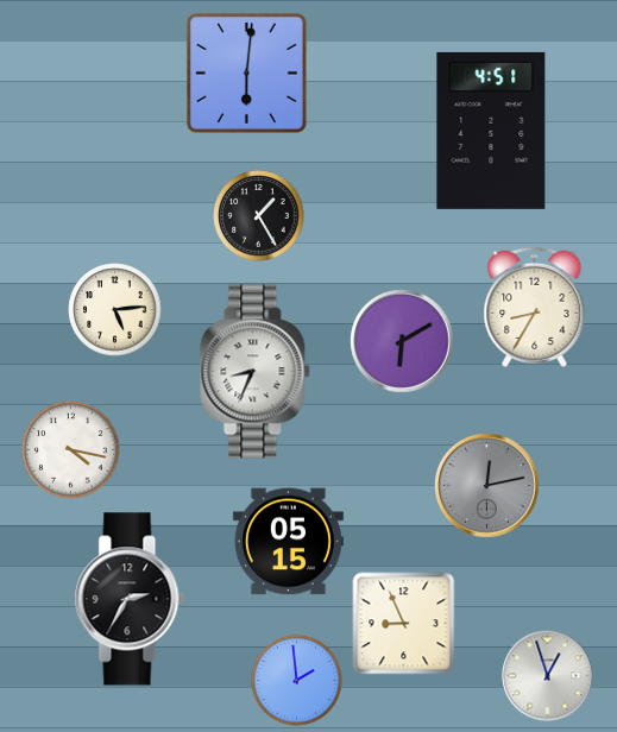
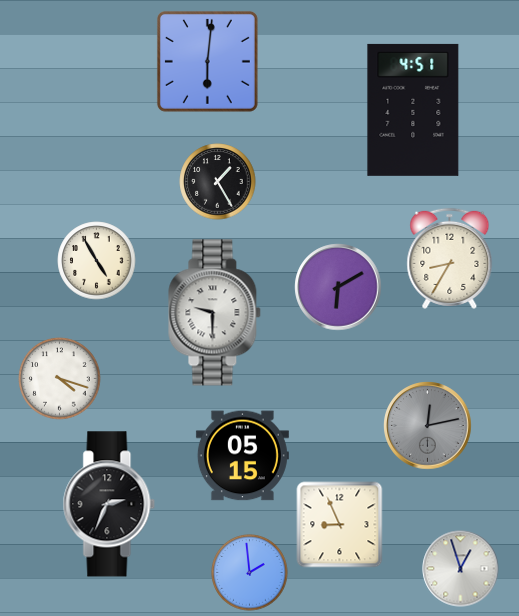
clock at (115, 310): 5:14 -> 4:55
clock at (256, 372): 8:34 -> 9:30
clock at (71, 450): 4:17 -> 4:18
clock at (487, 486) position: (487, 486) -> (428, 426)
clock at (130, 599): 2:35 -> 2:34
